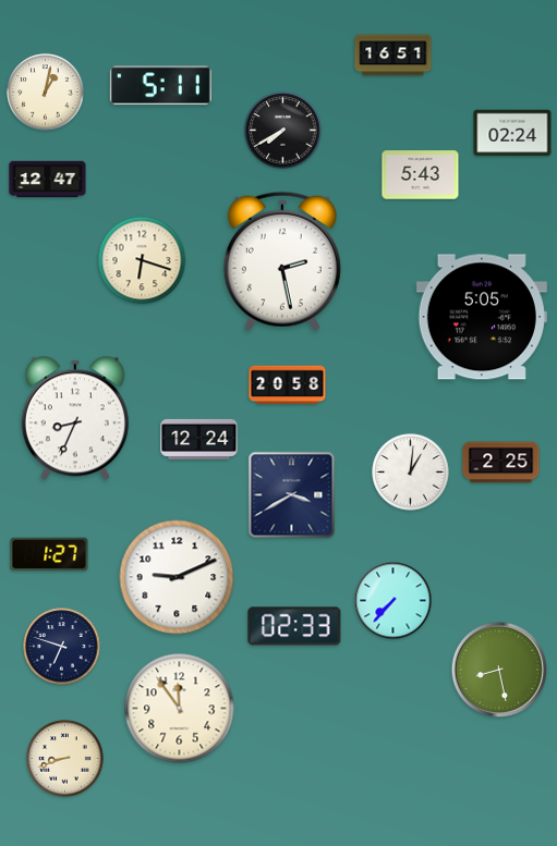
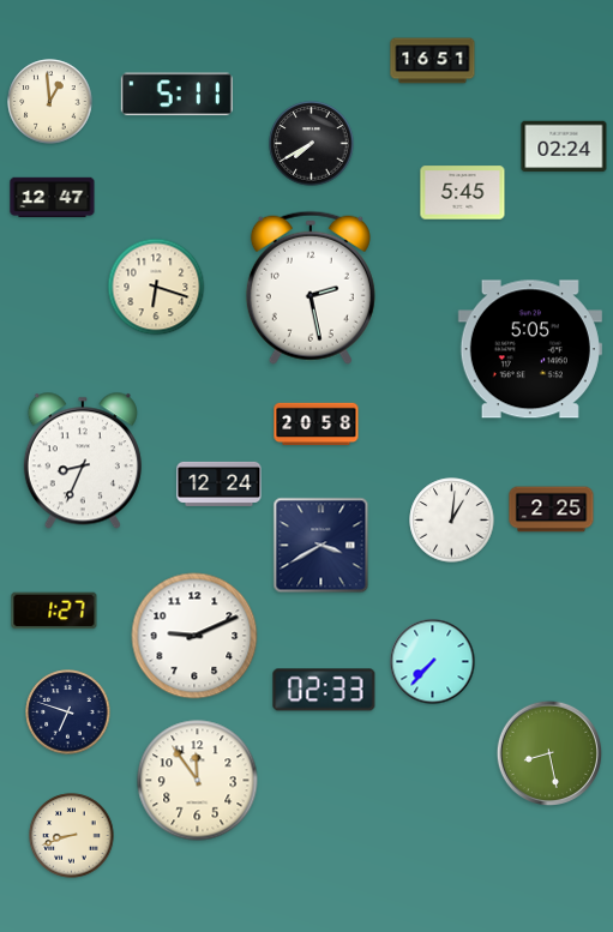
clock at (46, 93): 1:02 -> 12:59
clock at (421, 175): 5:43 -> 5:45
clock at (498, 669) position: (498, 669) -> (548, 752)
